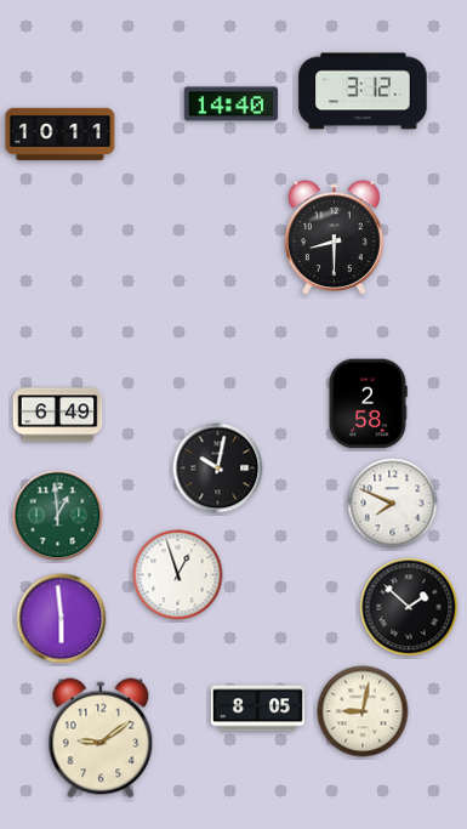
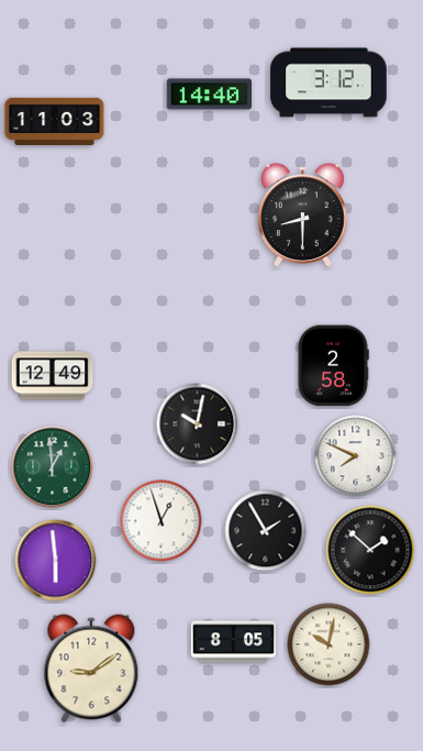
clock at (61, 134): 10:11 -> 11:03
clock at (58, 415): 6:49 -> 12:49
clock at (266, 531): none -> 1:55
clock at (363, 711): 9:02 -> 10:02
